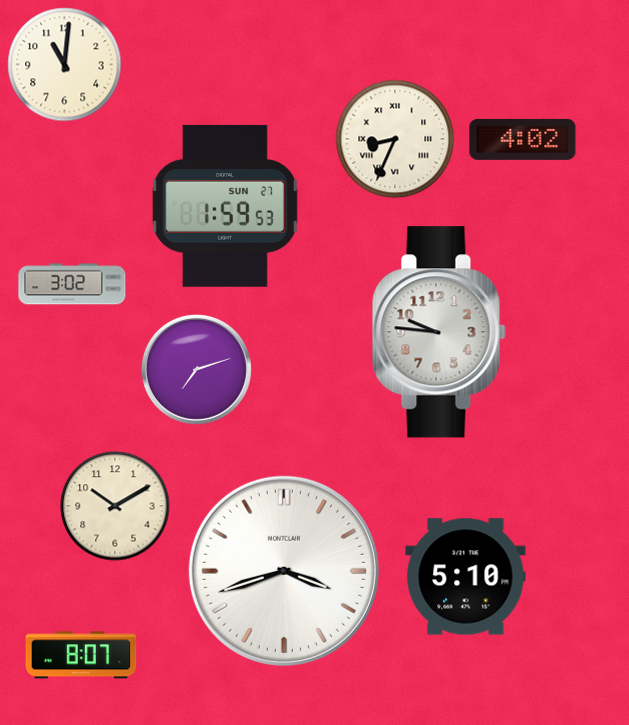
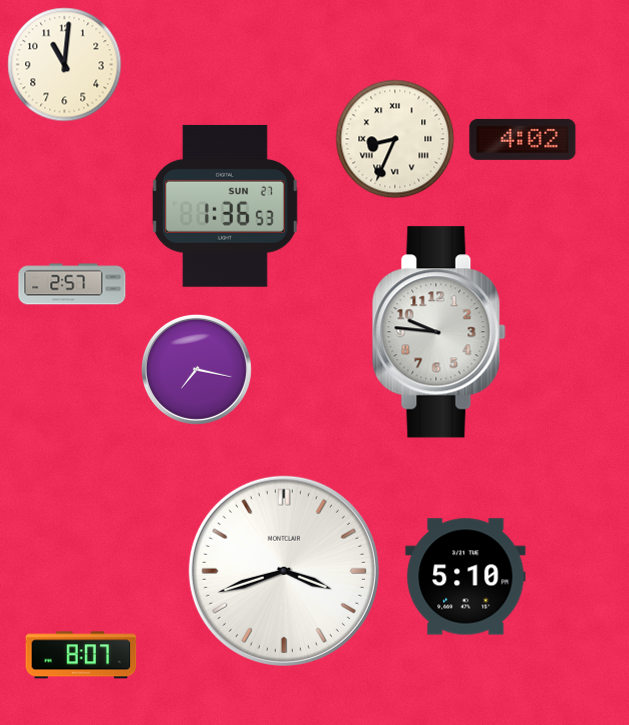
clock at (225, 206): 1:59 -> 1:36
clock at (72, 284): 3:02 -> 2:57
clock at (196, 369): 7:12 -> 7:17
clock at (115, 506): 10:10 -> none
